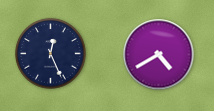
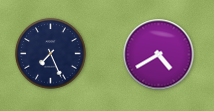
clock at (51, 54): 12:26 -> 7:26
